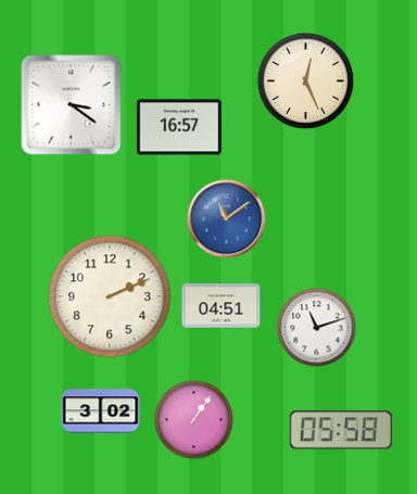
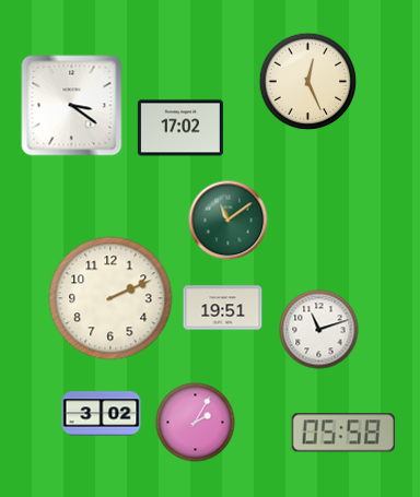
clock at (179, 127): 16:57 -> 17:02
clock at (227, 219) dial: blue -> green
clock at (222, 306): 04:51 -> 19:51
clock at (194, 420): 1:06 -> 2:05
